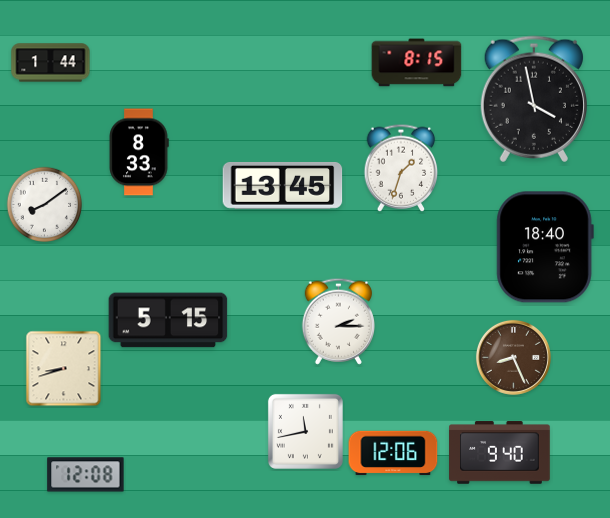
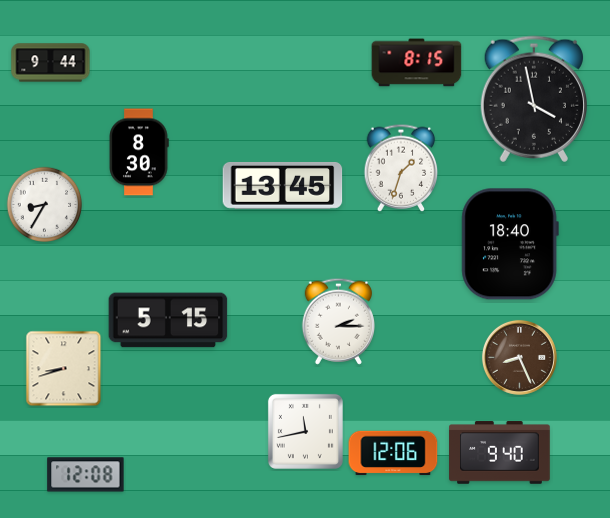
clock at (51, 63): 1:44 -> 9:44
clock at (139, 152): 8:33 -> 8:30
clock at (45, 205): 8:09 -> 8:35
clock at (545, 247) position: (545, 247) -> (510, 244)
clock at (513, 357) position: (513, 357) -> (519, 357)
